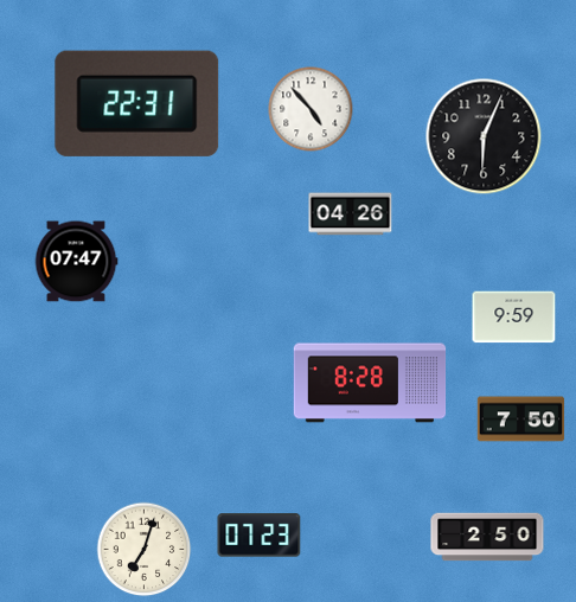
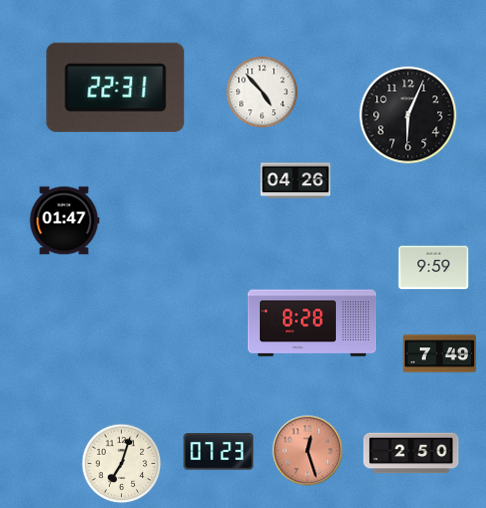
clock at (76, 262): 07:47 -> 01:47
clock at (521, 420): 7:50 -> 7:49
clock at (308, 451): none -> 12:27
